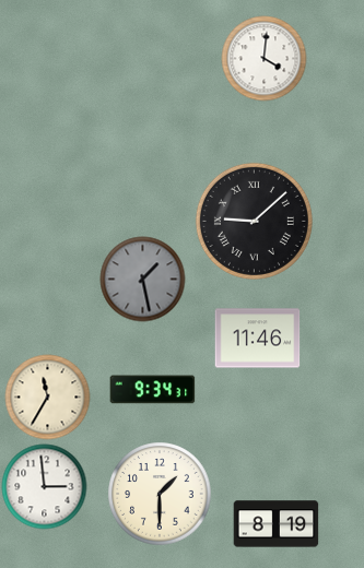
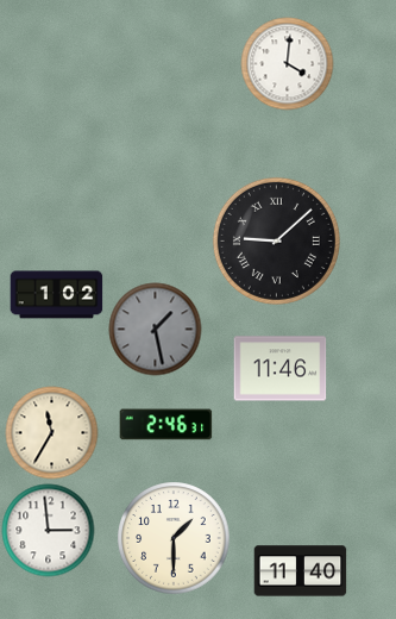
clock at (56, 295): none -> 1:02
clock at (142, 279) position: (142, 279) -> (155, 329)
clock at (152, 390): 9:34 -> 2:46
clock at (275, 524): 8:19 -> 11:40
